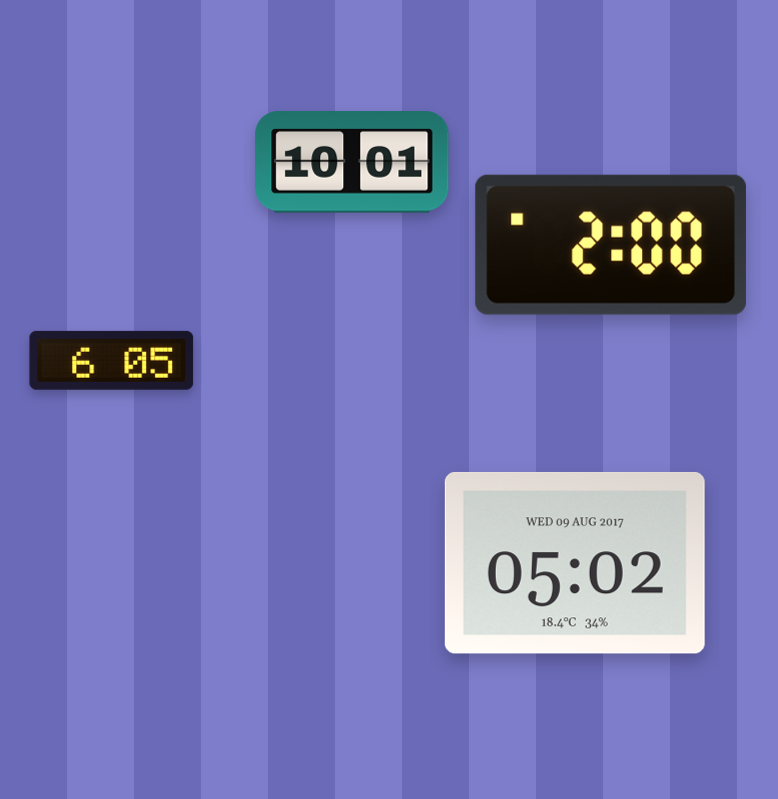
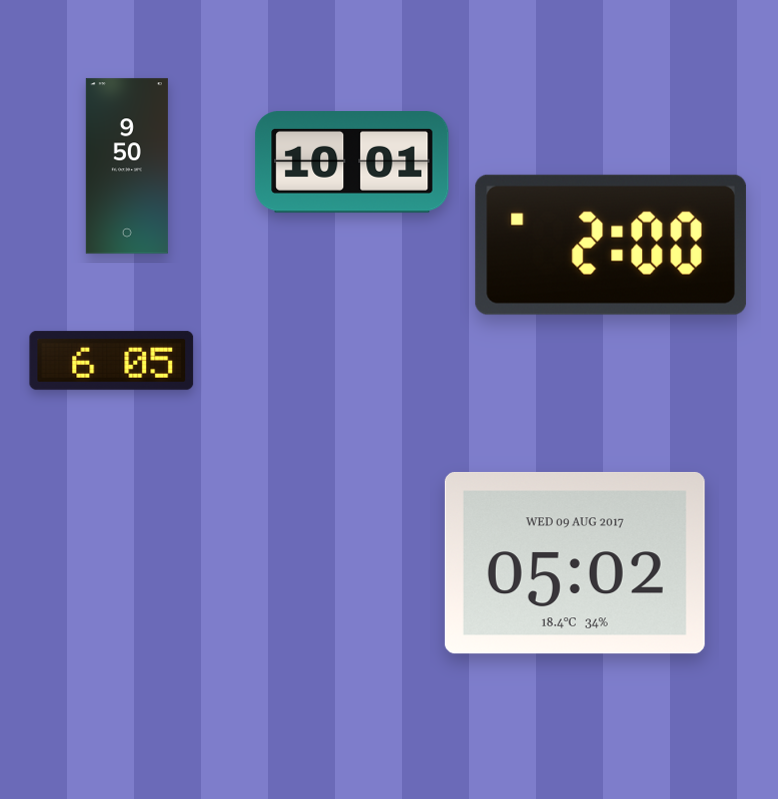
clock at (127, 166): none -> 9:50
